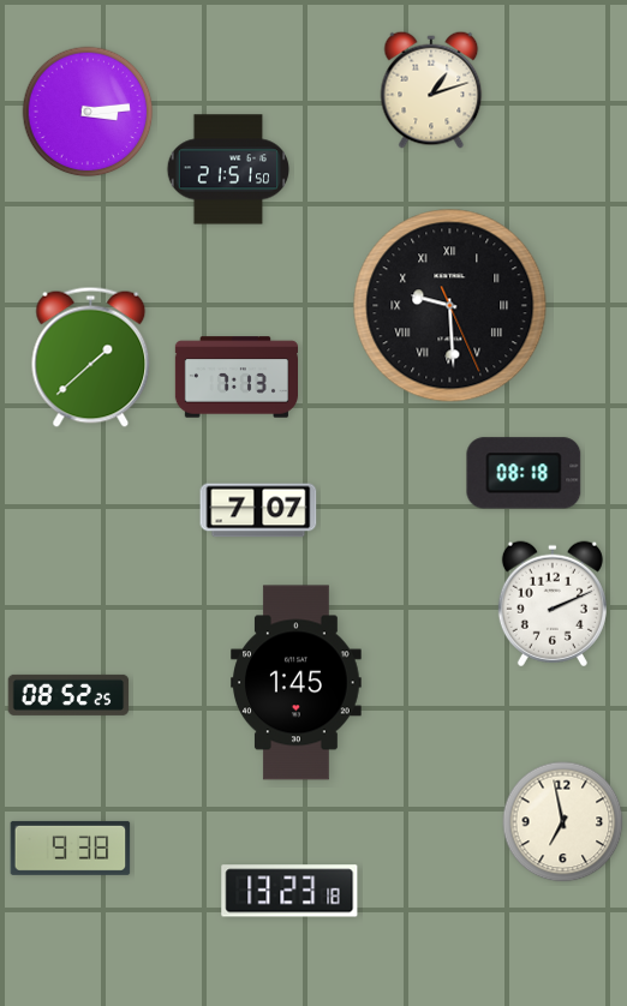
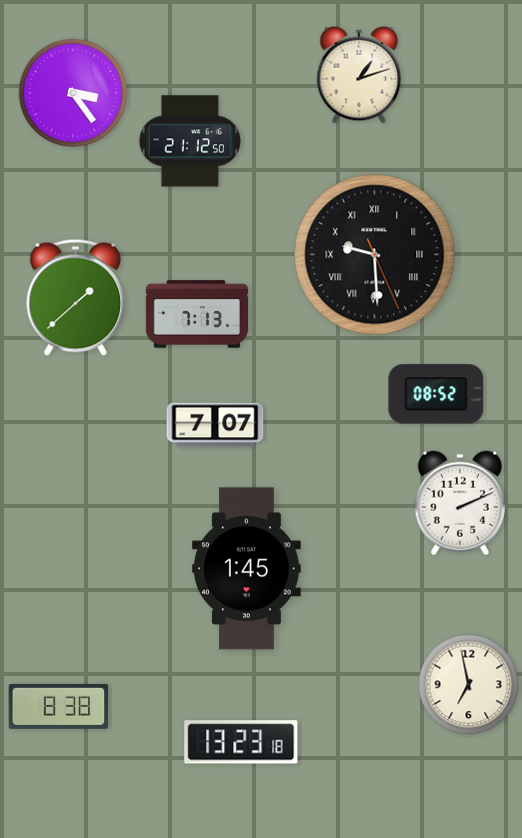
clock at (88, 112): 3:14 -> 3:24
clock at (227, 169): 21:51 -> 21:12
clock at (524, 473): 08:18 -> 08:52
clock at (68, 695): 08:52 -> none
clock at (71, 848): 9:38 -> 8:38
